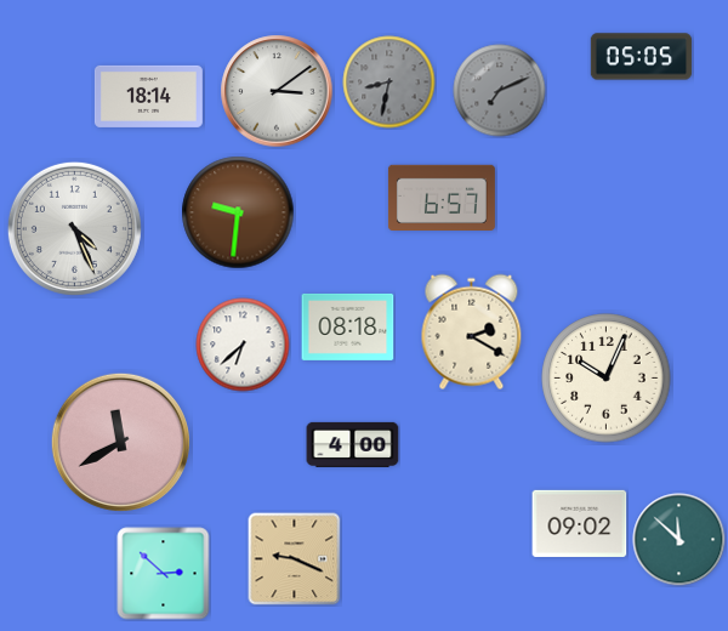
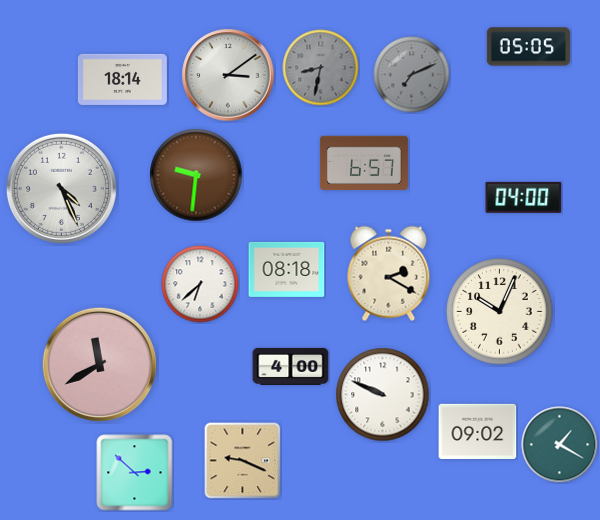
clock at (524, 197): none -> 04:00
clock at (383, 395): none -> 9:49
clock at (679, 540): 11:52 -> 1:20
